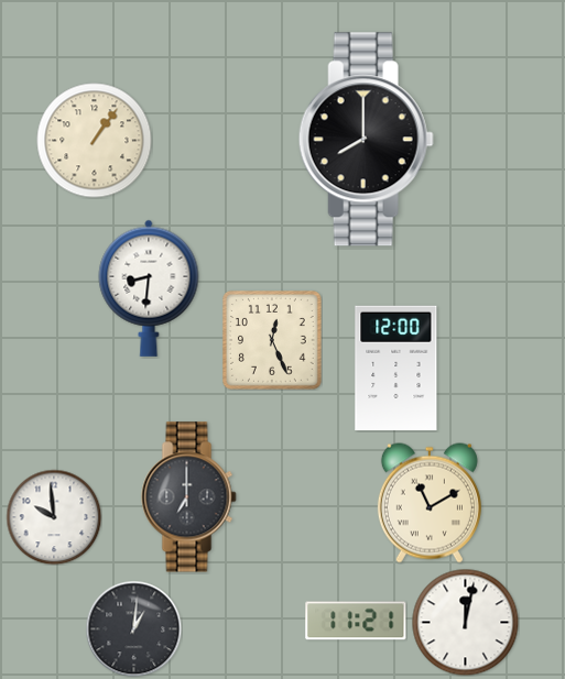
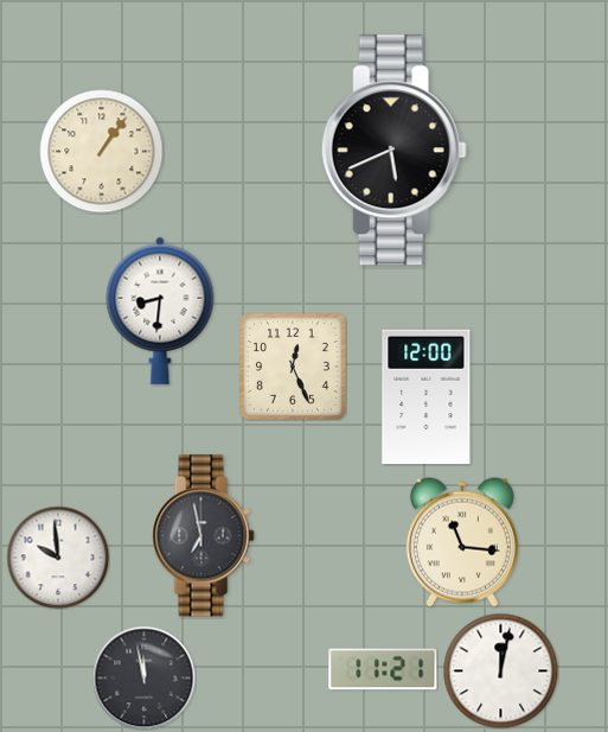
clock at (366, 140): 8:00 -> 5:41
clock at (189, 497): 7:00 -> 6:58
clock at (430, 503): 11:10 -> 11:16
clock at (133, 628): 1:01 -> 11:58
